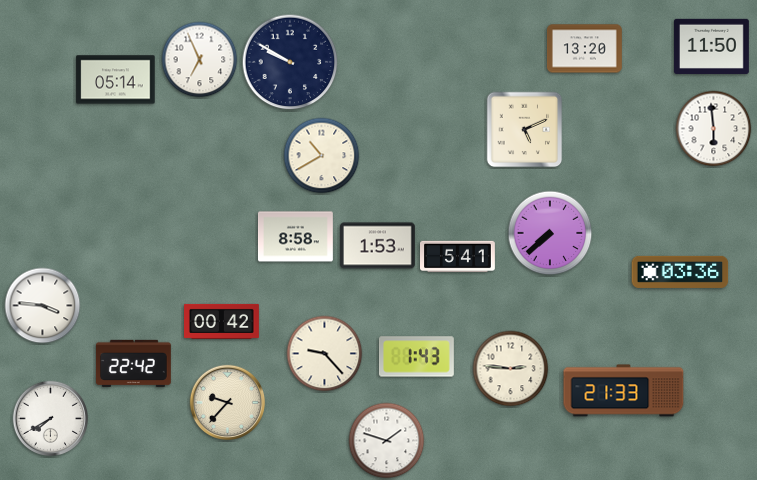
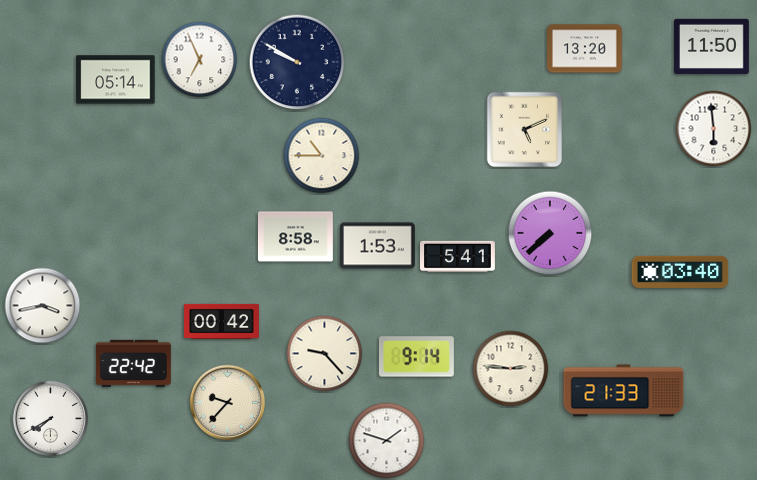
clock at (290, 62) position: (290, 62) -> (297, 62)
clock at (322, 156): 10:40 -> 10:45
clock at (680, 272): 03:36 -> 03:40
clock at (43, 306): 3:46 -> 3:43
clock at (416, 357): 1:43 -> 9:14
